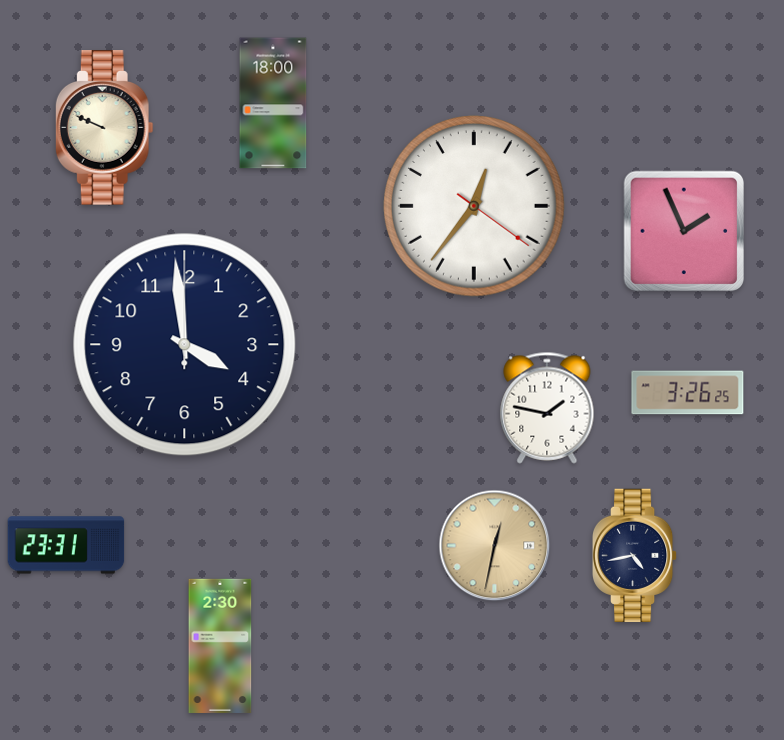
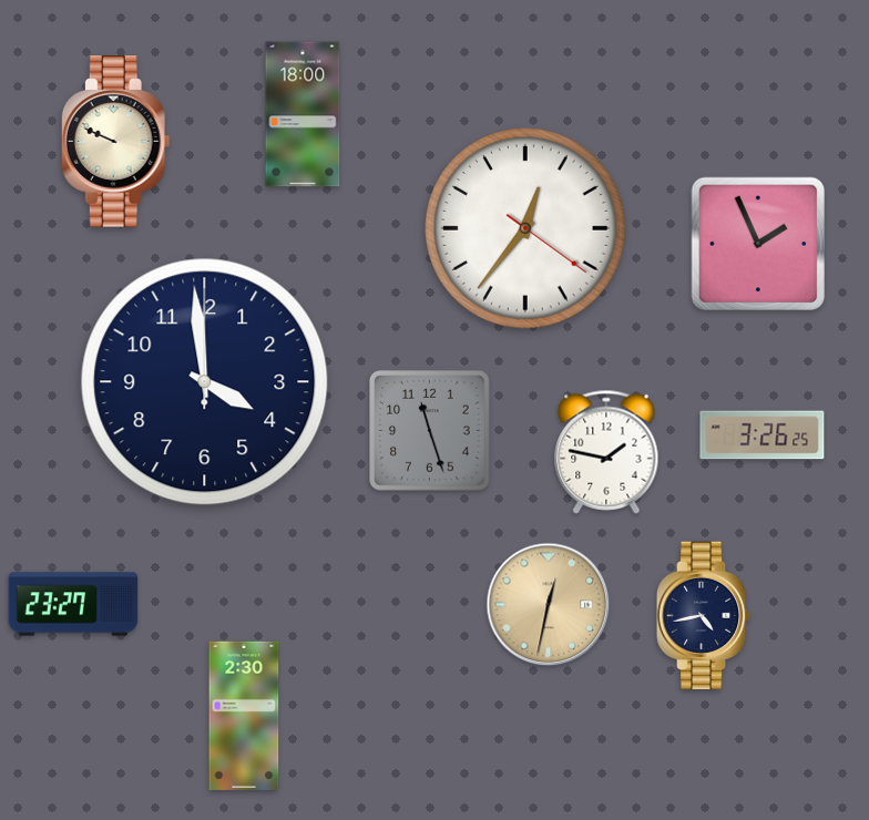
clock at (684, 231) position: (684, 231) -> (758, 244)
clock at (430, 431): none -> 11:27
clock at (66, 545): 23:31 -> 23:27
